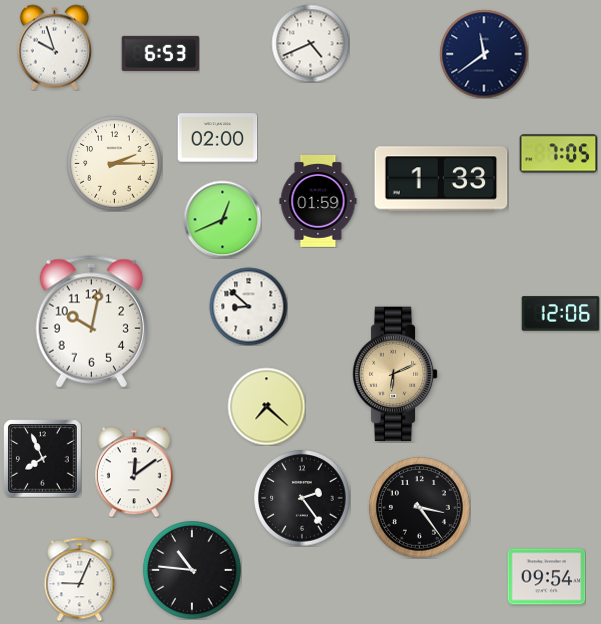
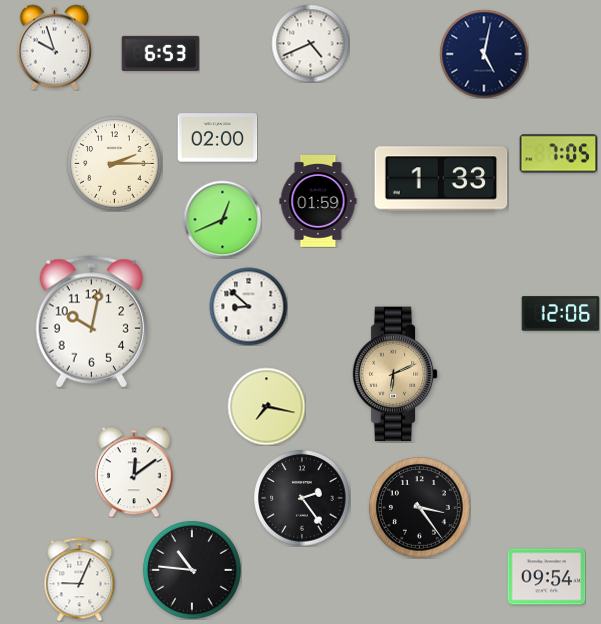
clock at (484, 54): 11:39 -> 5:02
clock at (266, 406): 7:22 -> 7:17
clock at (42, 458): 7:56 -> none
